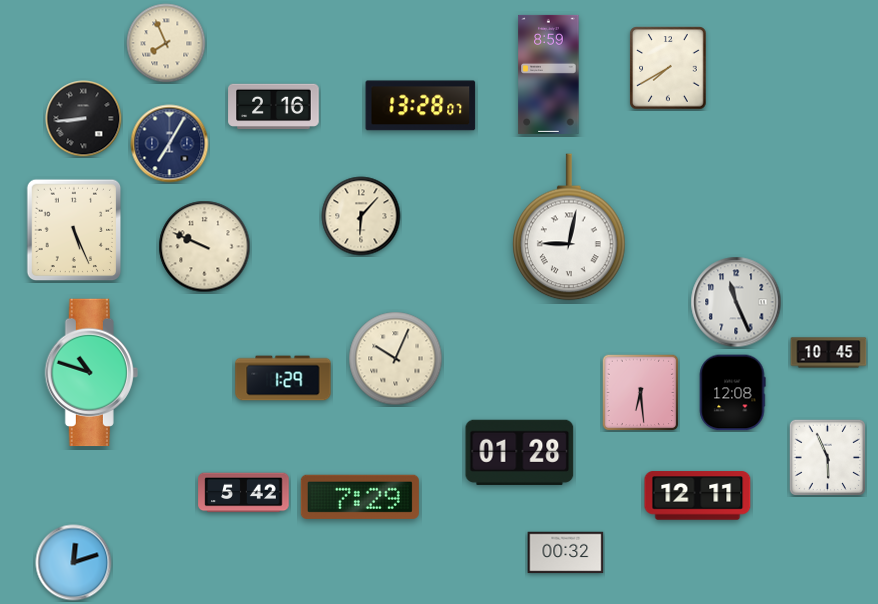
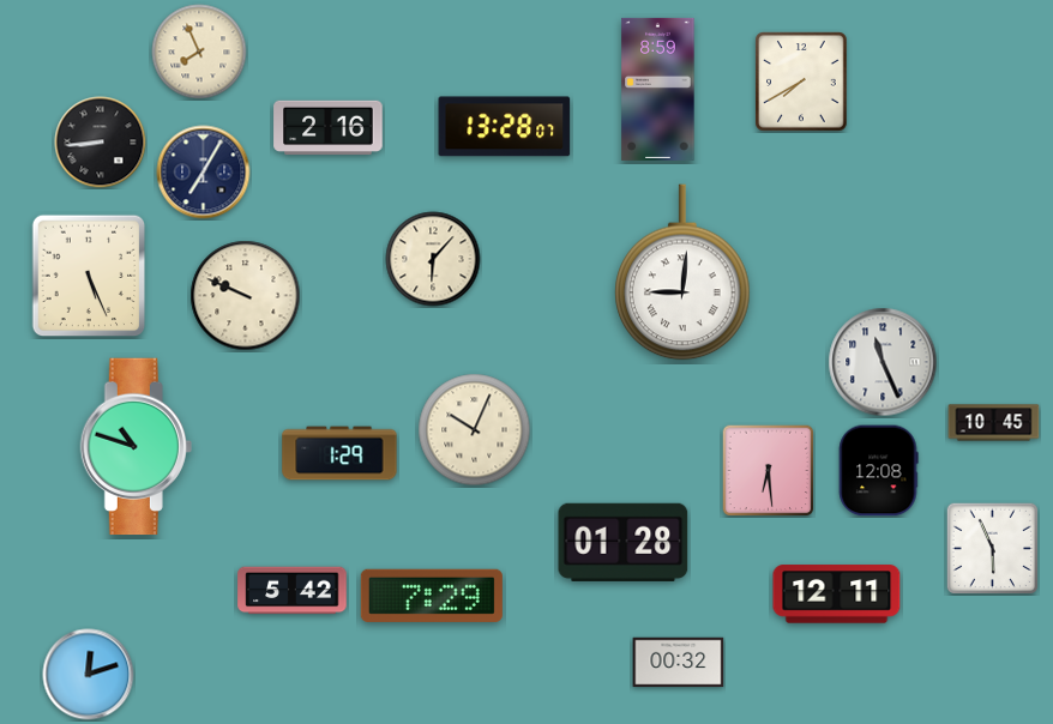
clock at (569, 227): 9:02 -> 9:01
clock at (91, 373) position: (91, 373) -> (136, 447)
